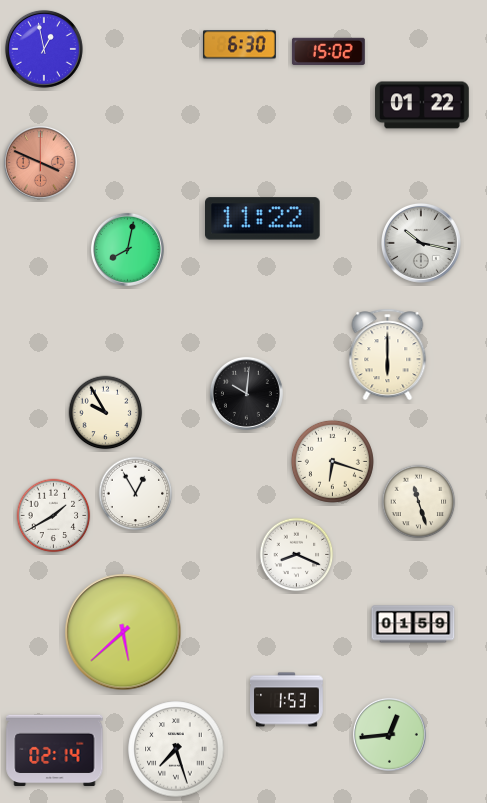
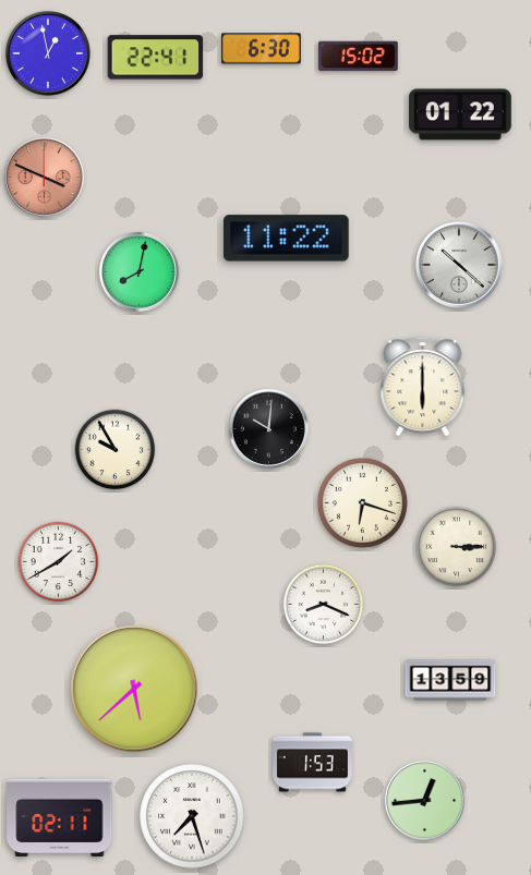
clock at (156, 58): none -> 22:41
clock at (421, 243): 10:17 -> 10:22
clock at (136, 494): 12:55 -> none
clock at (419, 502): 11:27 -> 3:15
clock at (413, 624): 01:59 -> 13:59
clock at (55, 751): 02:14 -> 02:11
